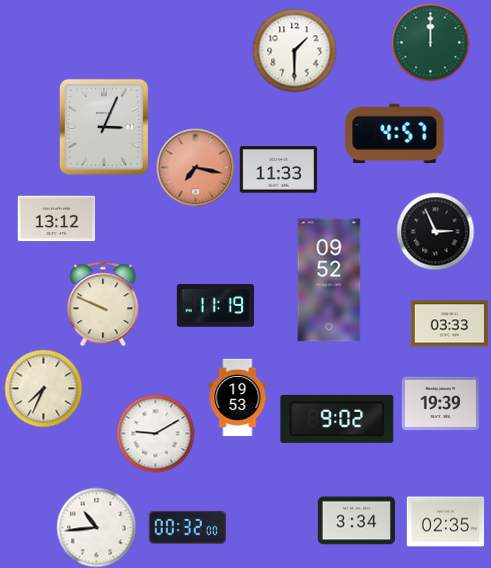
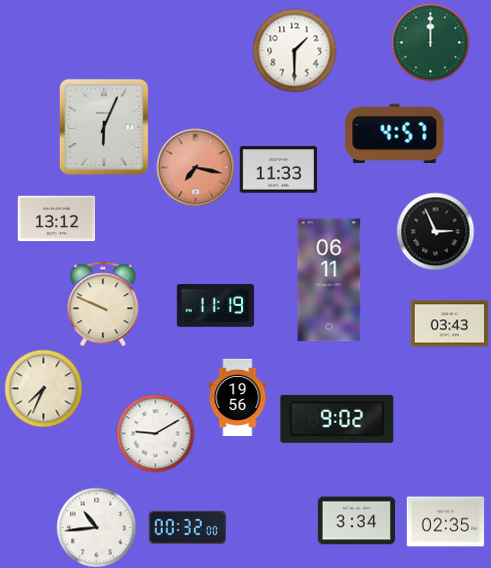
clock at (104, 127): 3:04 -> 6:04
clock at (329, 280): 09:52 -> 06:11
clock at (449, 324): 03:33 -> 03:43
clock at (238, 397): 19:53 -> 19:56
clock at (440, 404): 19:39 -> none
